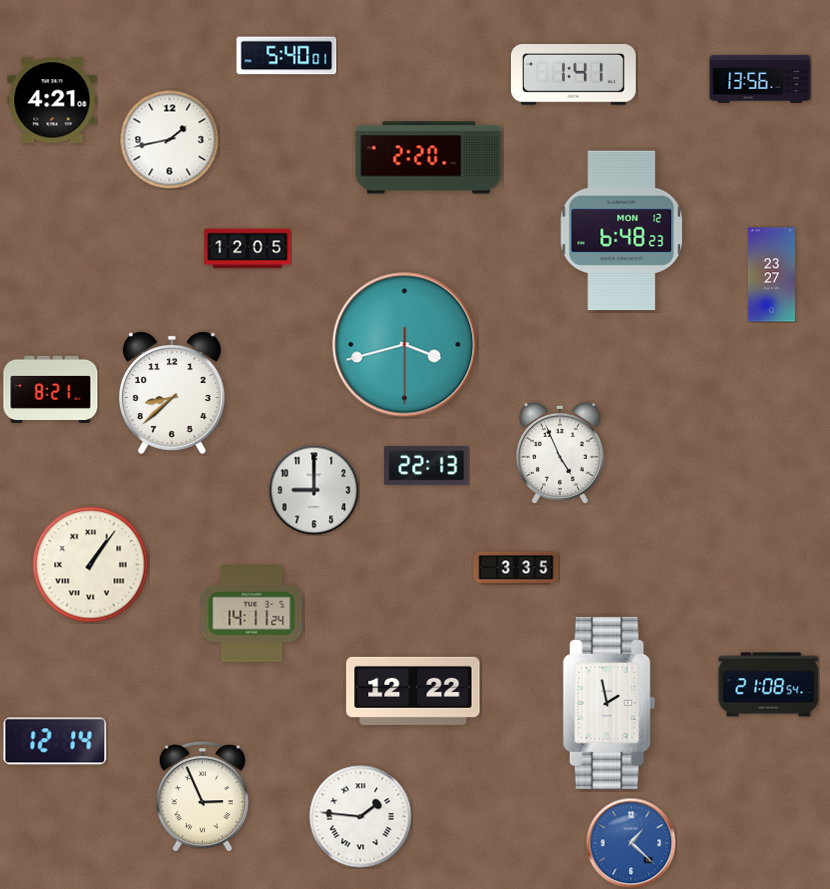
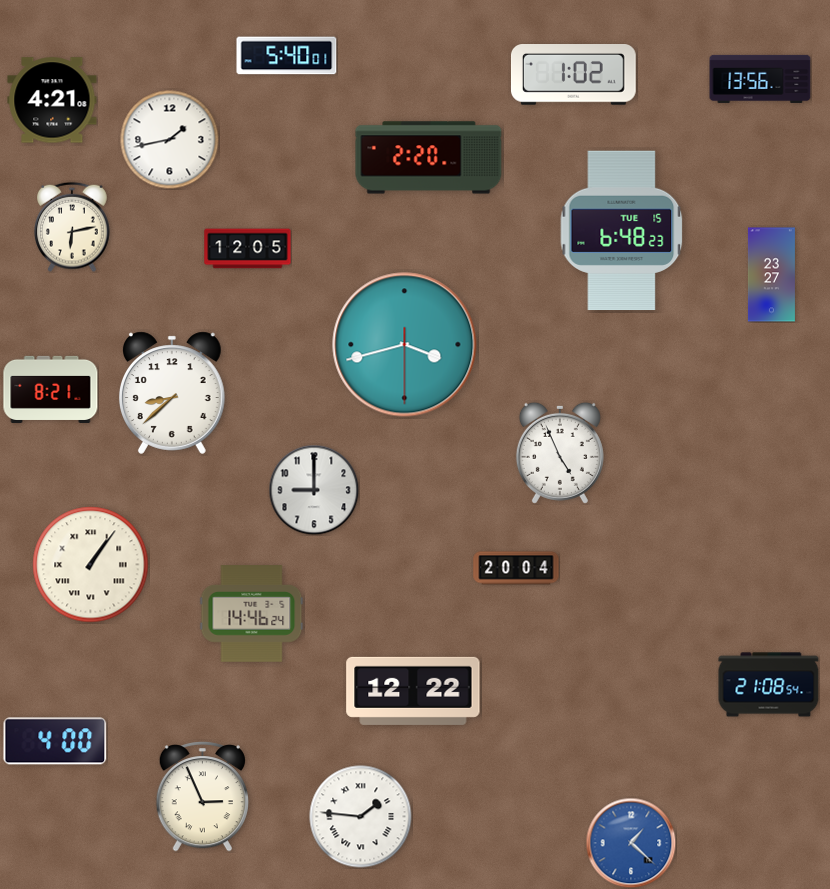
clock at (573, 75): 1:41 -> 1:02
clock at (73, 227): none -> 6:13
clock at (622, 231) date: MON 12 -> TUE 15
clock at (427, 465): 22:13 -> none
clock at (516, 568): 3:35 -> 20:04
clock at (252, 614): 14:11 -> 14:46
clock at (609, 703): 1:58 -> none
clock at (55, 741): 12:14 -> 4:00
